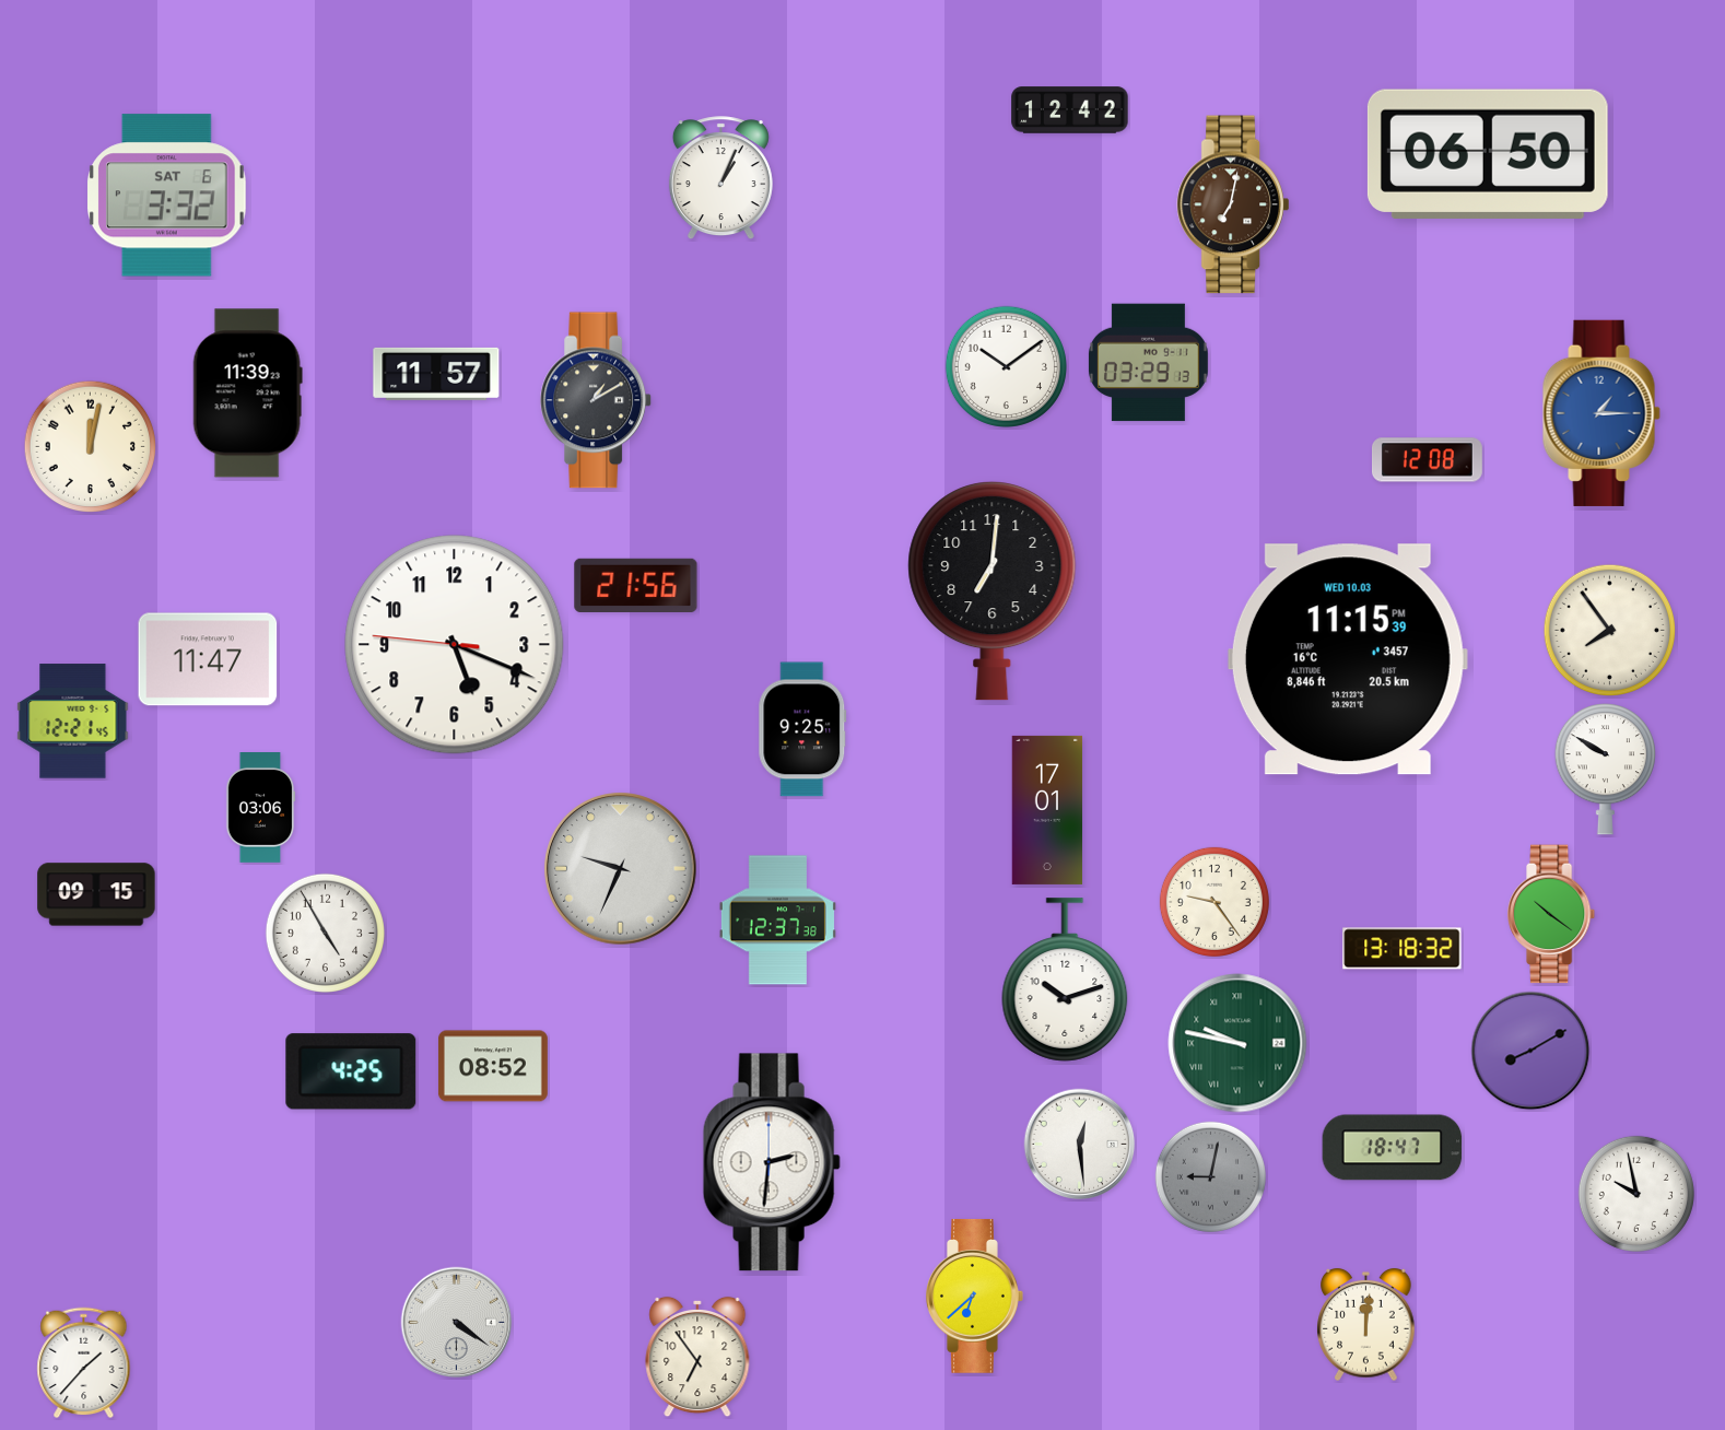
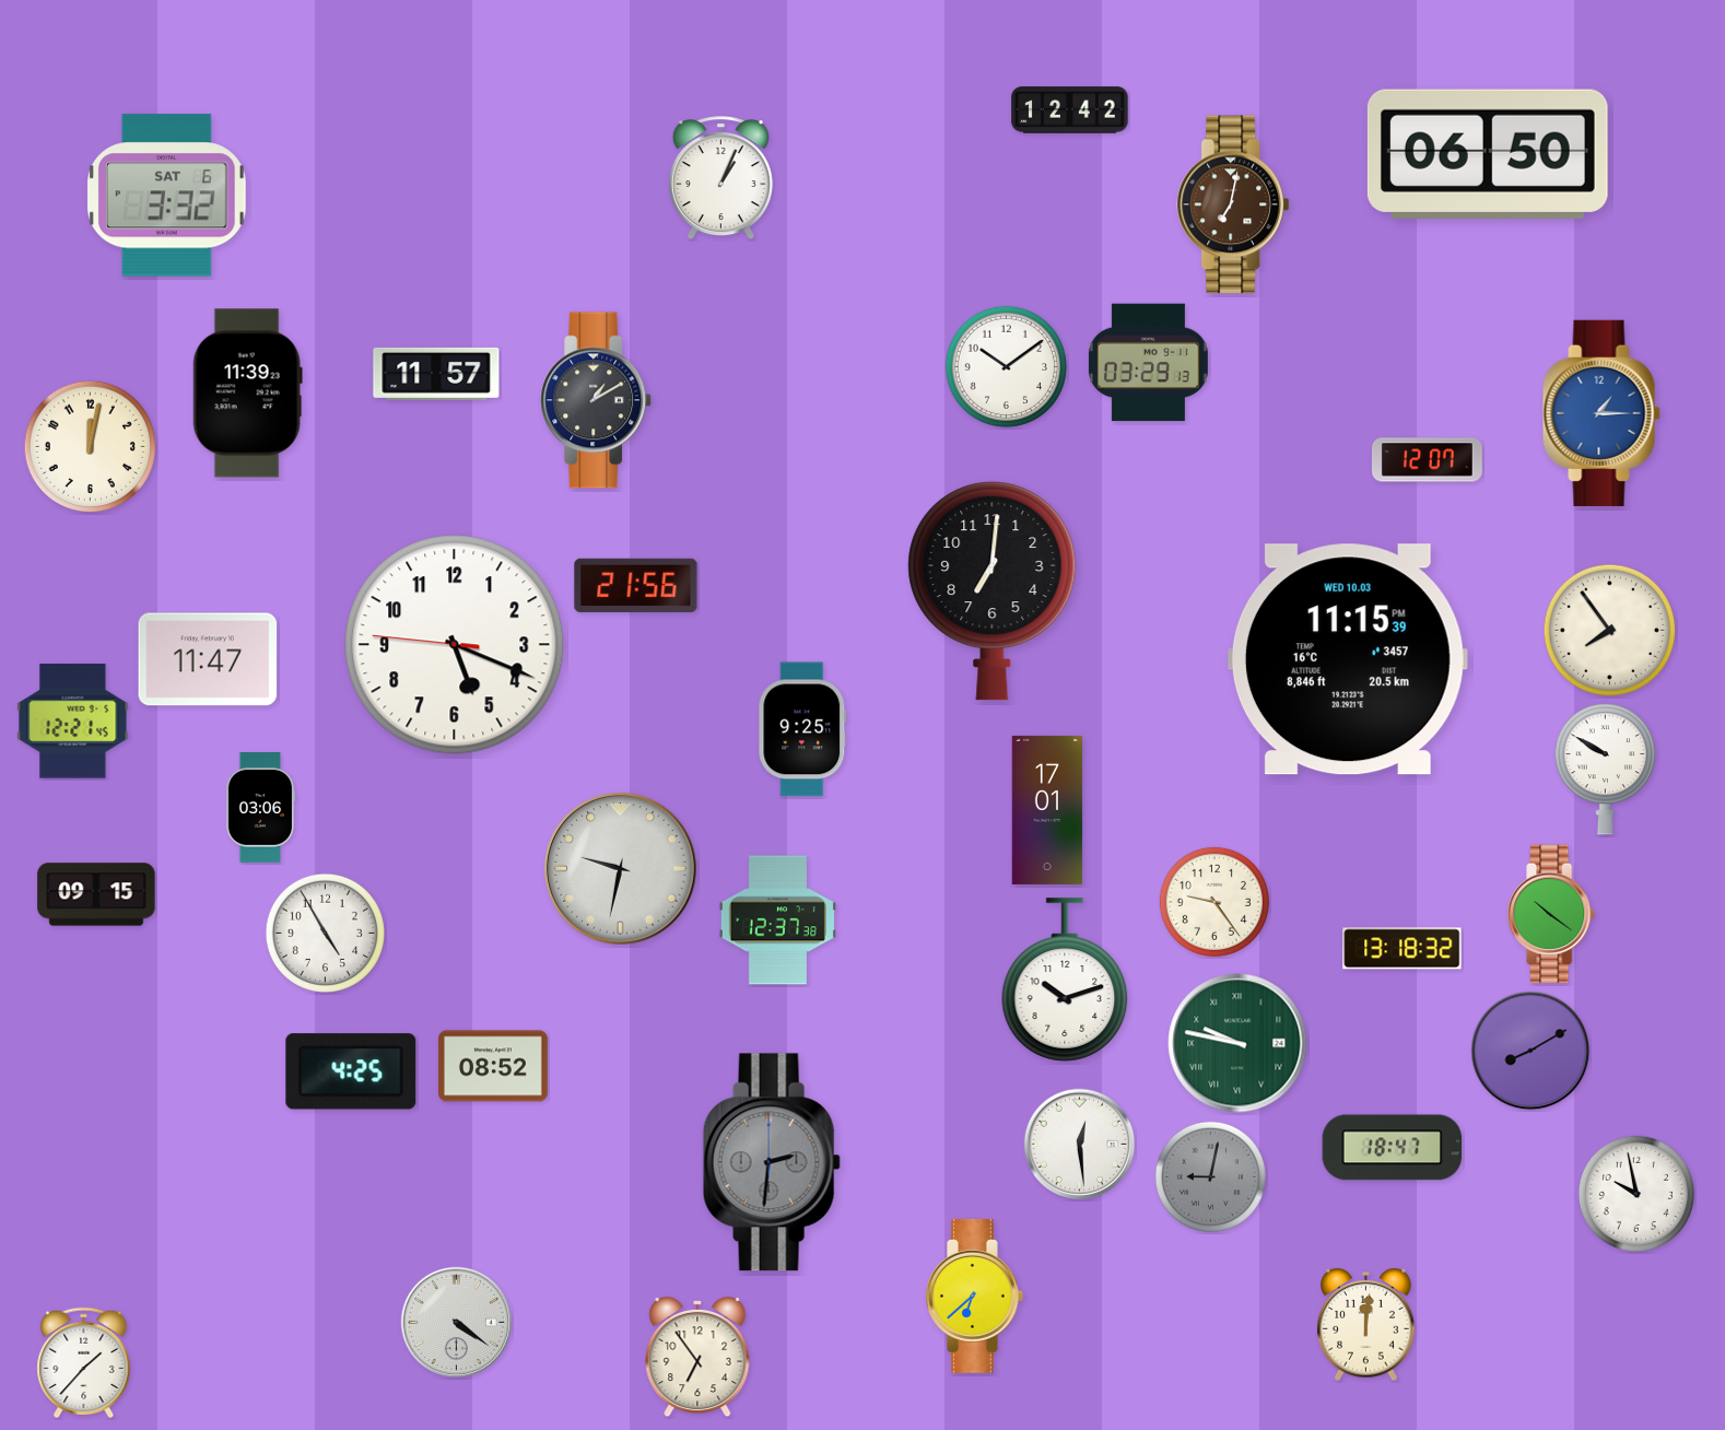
clock at (1428, 460): 12:08 -> 12:07
clock at (621, 869): 9:34 -> 9:32
clock at (772, 1162) dial: white -> grey
